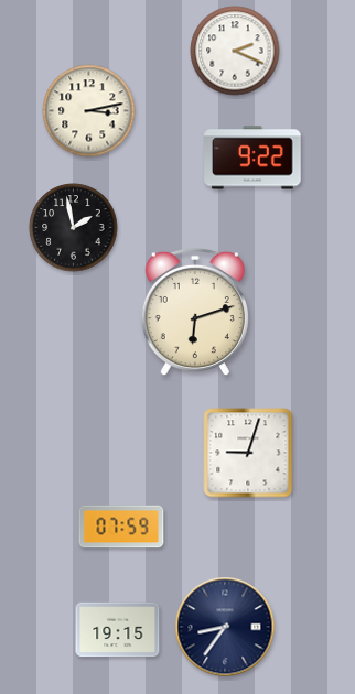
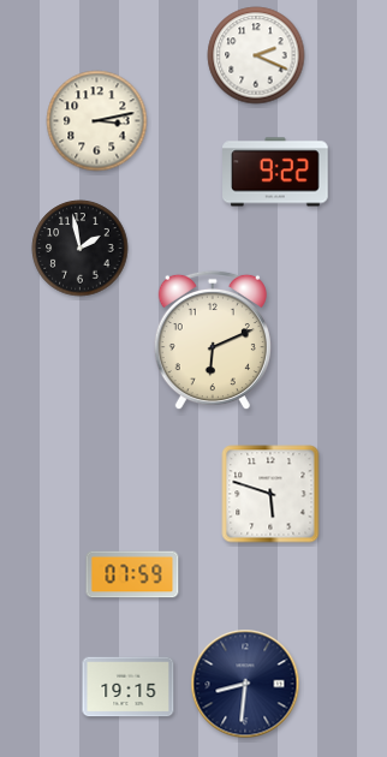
clock at (195, 312): 6:12 -> 6:11
clock at (248, 453): 9:03 -> 5:48
clock at (225, 627): 8:36 -> 8:31
